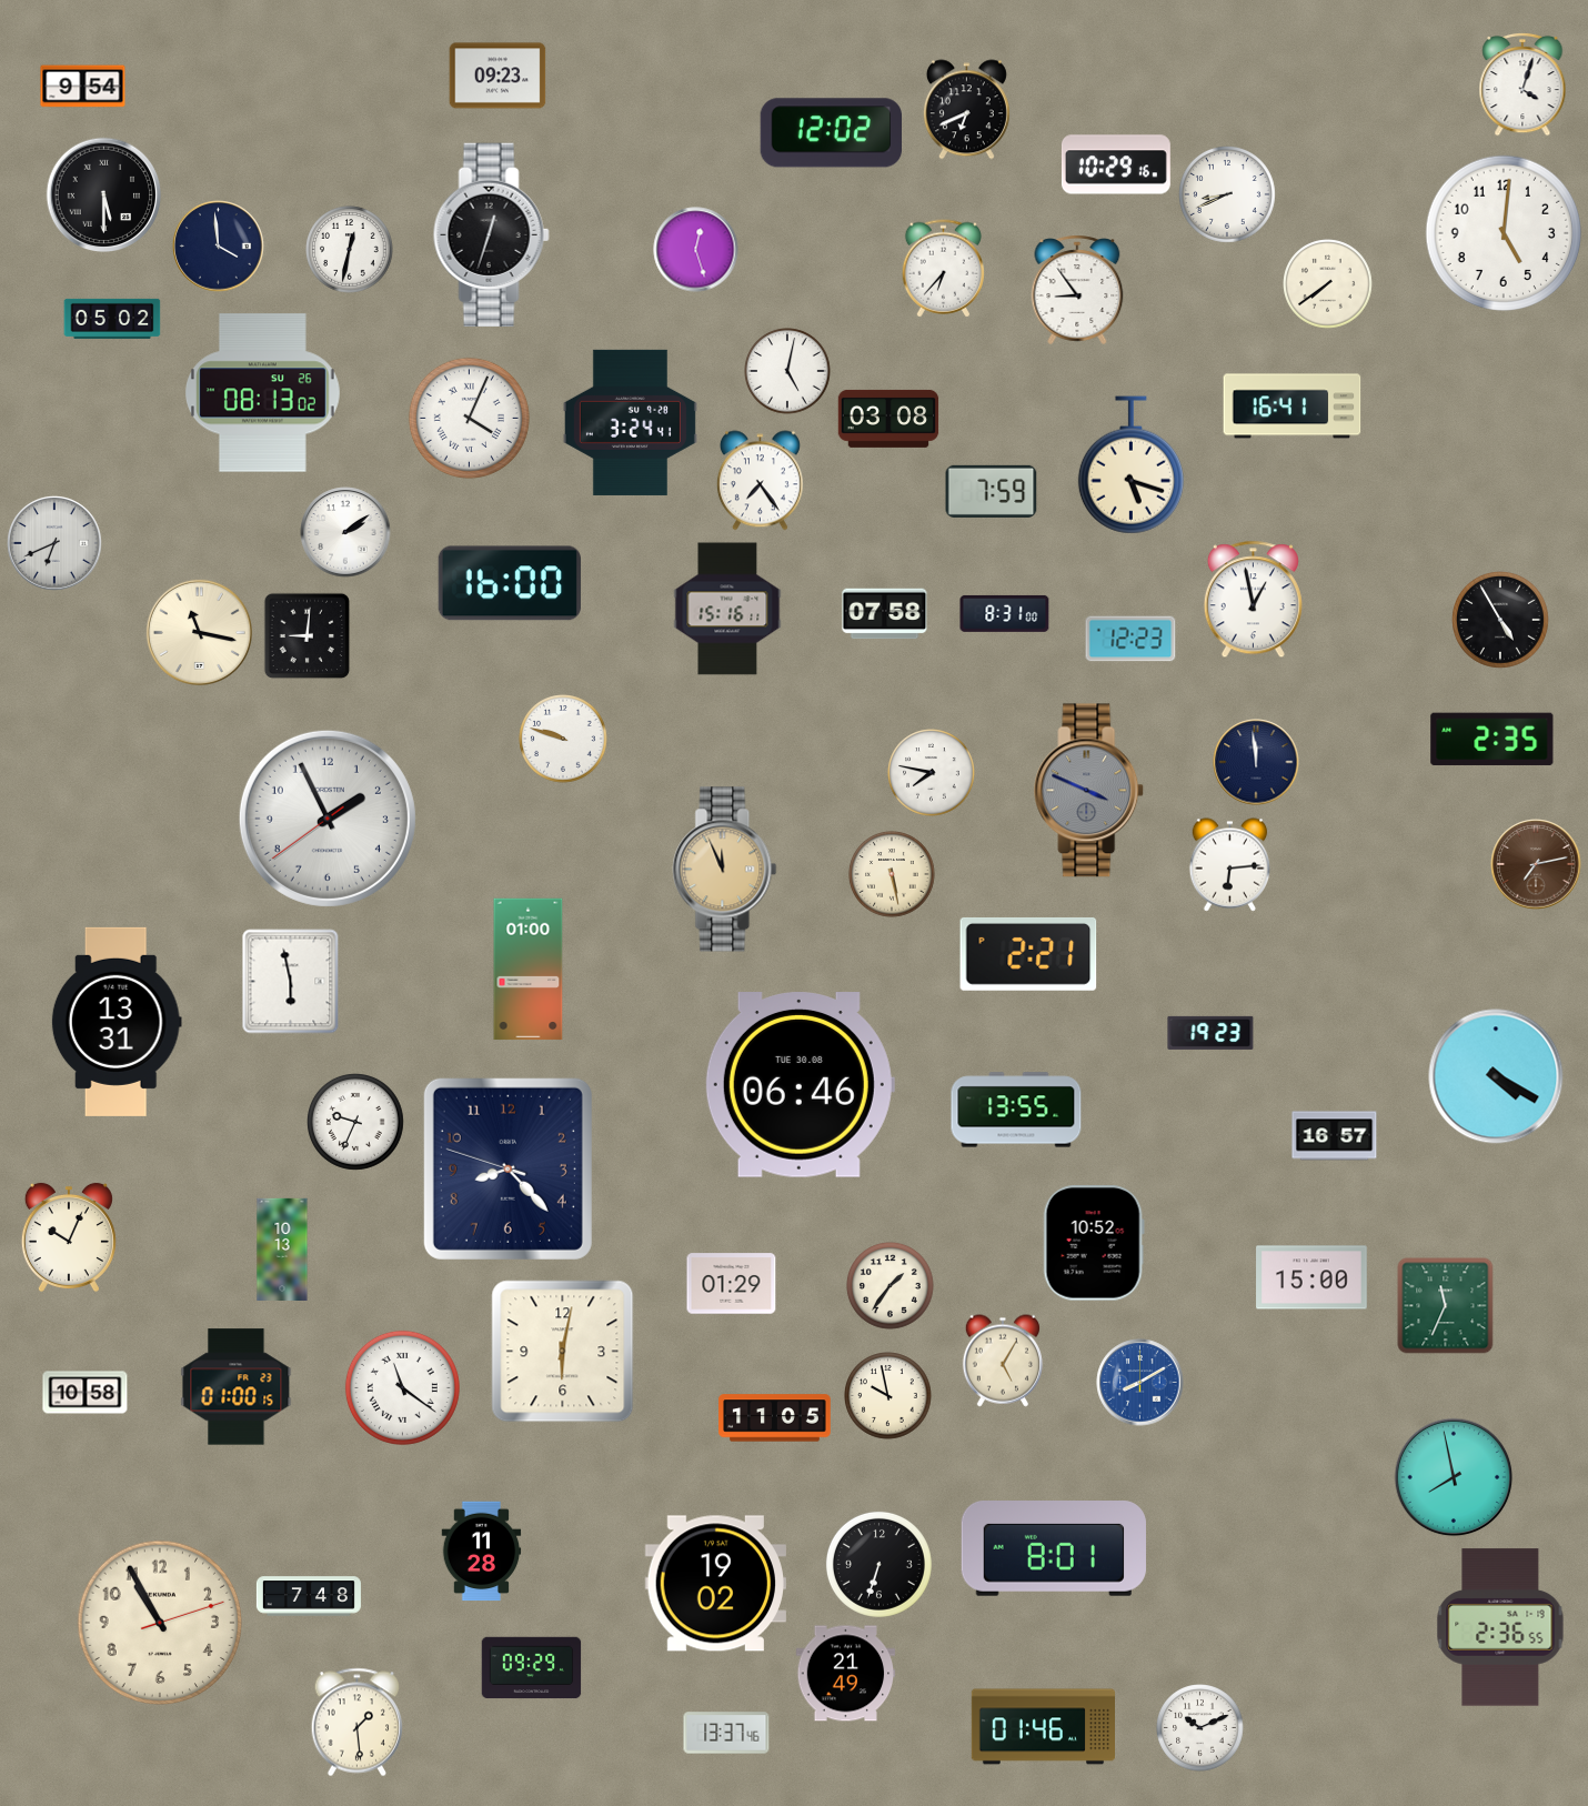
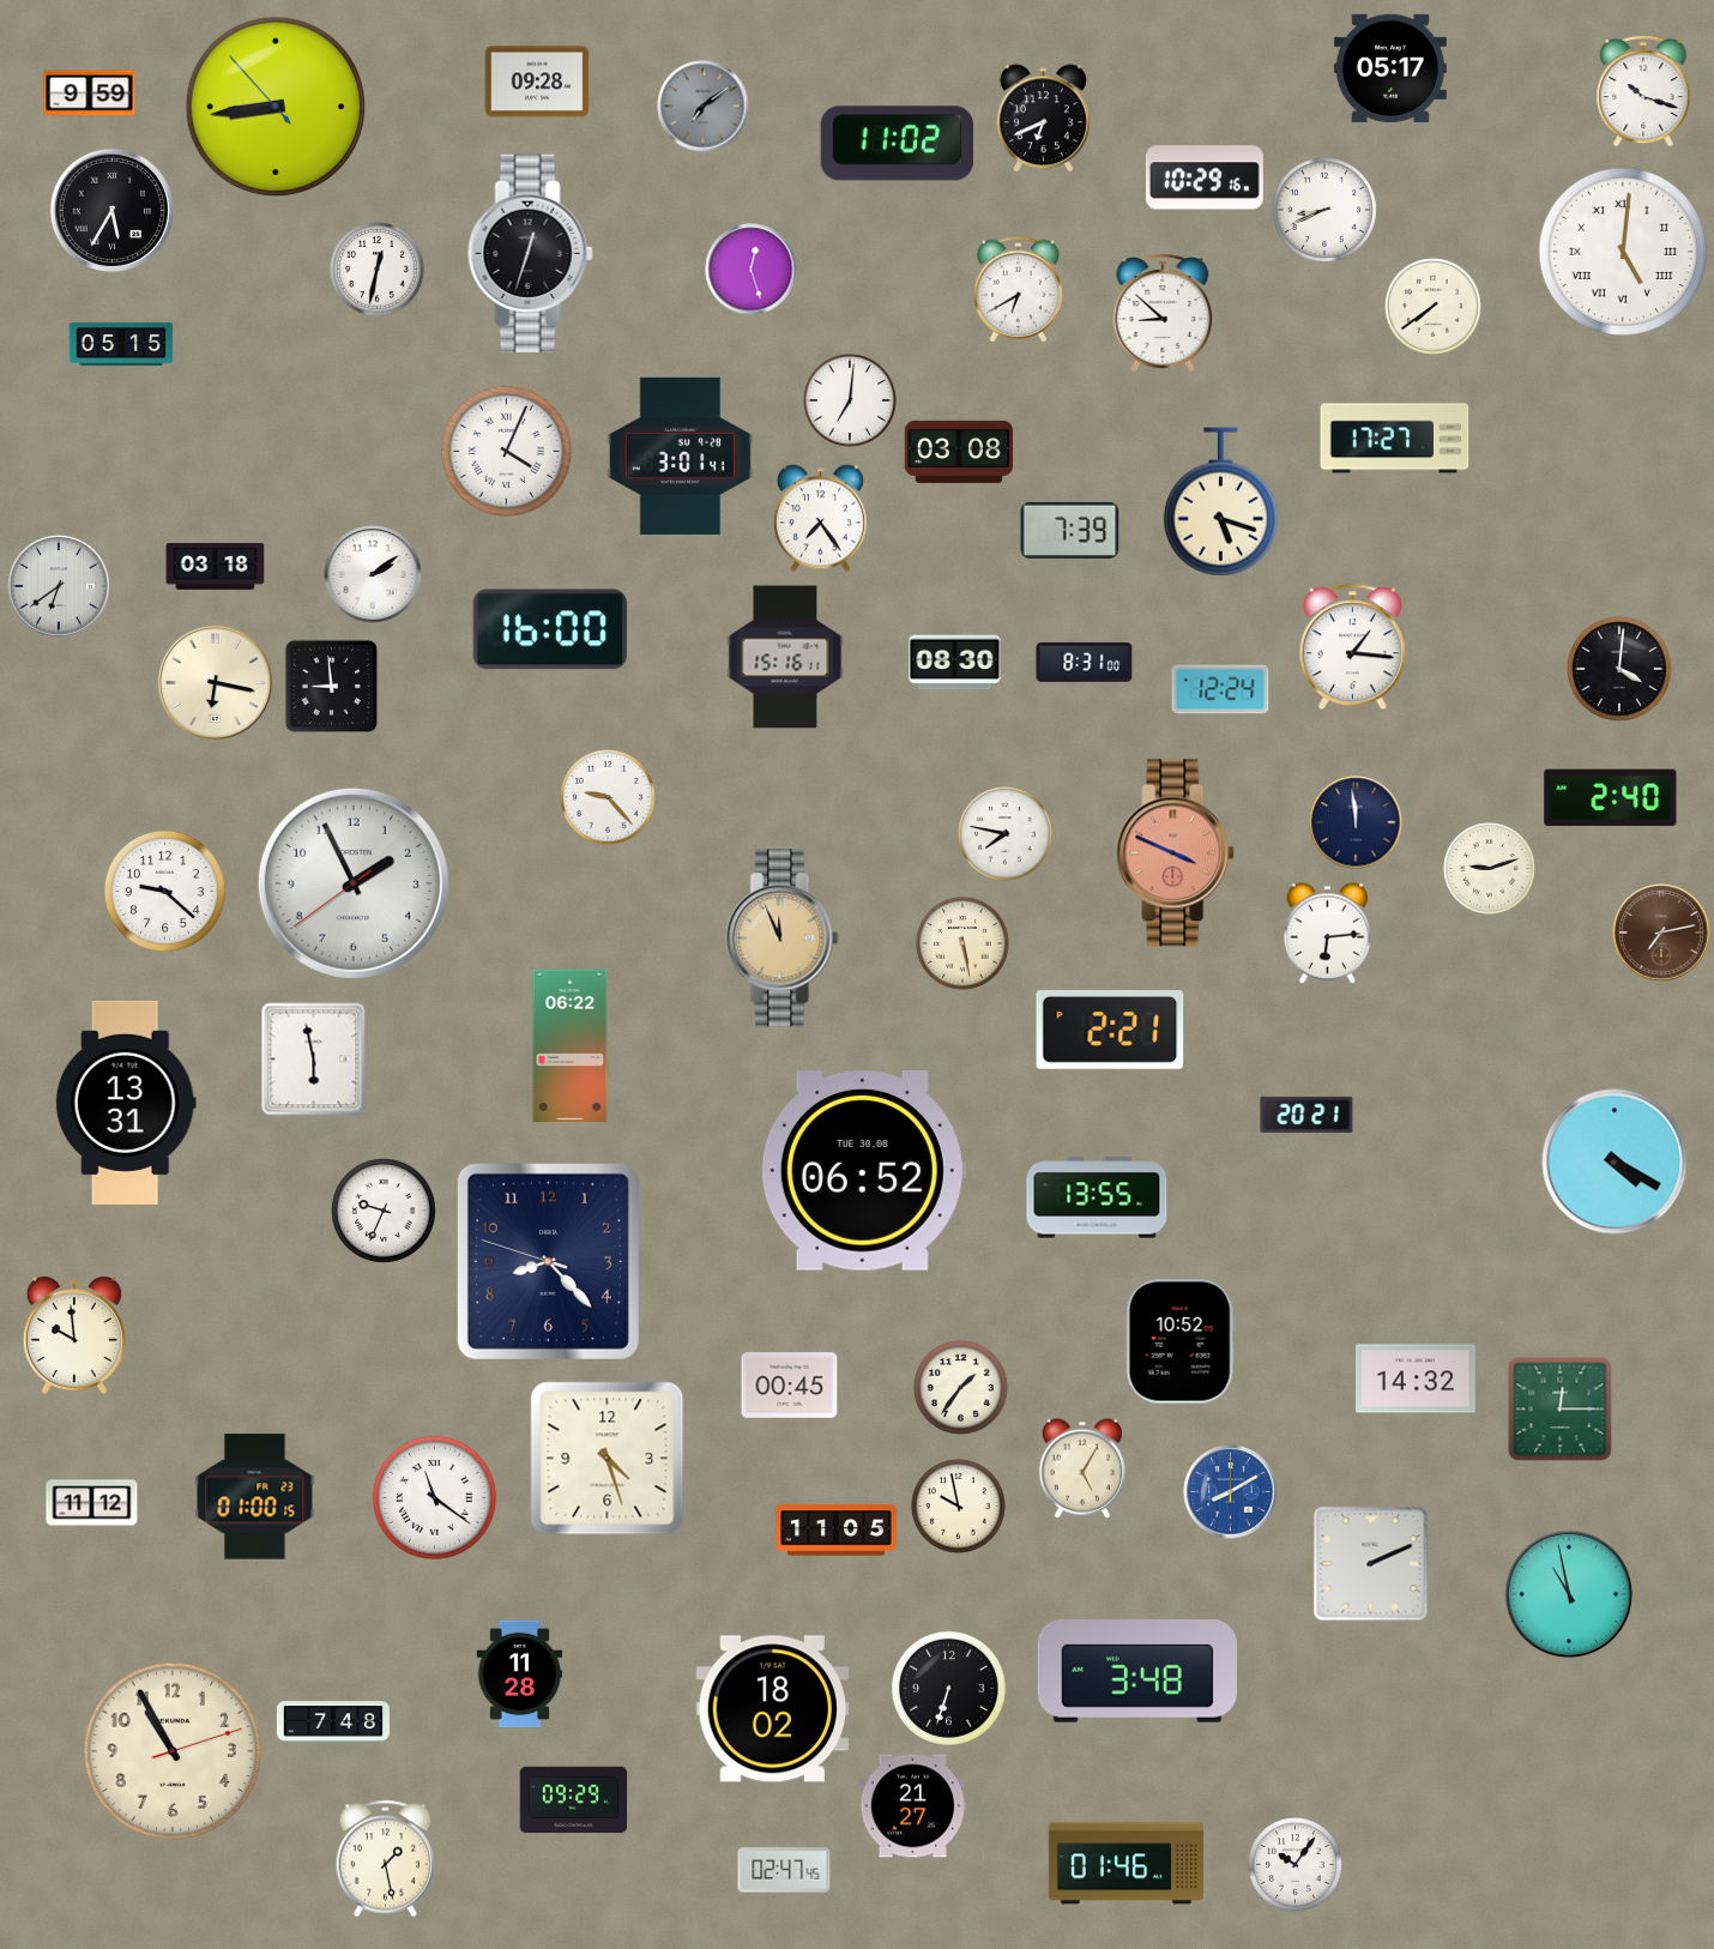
clock at (1390, 68): none -> 05:17
clock at (497, 76): 09:23 -> 09:28
clock at (1522, 84): 4:03 -> 10:18
clock at (83, 87): 9:54 -> 9:59
clock at (276, 107): none -> 8:43
clock at (704, 107): none -> 7:09
clock at (831, 133): 12:02 -> 11:02
clock at (104, 195): 5:30 -> 5:35
clock at (1504, 233) numerals: Arabic -> Roman
clock at (219, 247): 3:59 -> none
clock at (943, 269): 6:37 -> 6:40
clock at (1077, 290): 8:54 -> 8:52
clock at (112, 319): 05:02 -> 05:15
clock at (787, 371): 5:02 -> 7:01
clock at (262, 393): 08:13 -> none
clock at (1293, 407): 16:41 -> 17:27
clock at (630, 422): 3:24 -> 3:01
clock at (992, 491): 7:59 -> 7:39
clock at (216, 567): none -> 03:18
clock at (54, 543): 6:41 -> 6:39
clock at (1253, 600): 12:58 -> 1:16
clock at (885, 614): 07:58 -> 08:30
clock at (1501, 621): 4:55 -> 4:01
clock at (199, 632): 11:17 -> 6:17
clock at (306, 635): 9:01 -> 8:59
clock at (1130, 639): 12:23 -> 12:24
clock at (563, 739): 9:48 -> 9:23
clock at (1492, 739): 2:35 -> 2:40
clock at (1089, 791) dial: grey -> salmon
clock at (1490, 869): none -> 9:12
clock at (164, 891): none -> 9:22
clock at (1536, 864) position: (1536, 864) -> (1661, 933)
clock at (529, 970): 01:00 -> 06:22
clock at (1210, 1033): 19:23 -> 20:21
clock at (800, 1085): 06:46 -> 06:52
clock at (1335, 1136): 16:57 -> none
clock at (69, 1237): 10:04 -> 9:59
clock at (282, 1248): 10:13 -> none
clock at (1311, 1277): 15:00 -> 14:32
clock at (732, 1284): 01:29 -> 00:45
clock at (1446, 1306): 11:34 -> 12:15
clock at (563, 1352): 6:02 -> 4:27
clock at (86, 1393): 10:58 -> 11:12
clock at (1371, 1564): none -> 2:11
clock at (1454, 1477): 7:58 -> 10:58
clock at (1054, 1549): 8:01 -> 3:48
clock at (715, 1584): 19:02 -> 18:02
clock at (1500, 1627): 2:36 -> none
clock at (846, 1674): 21:49 -> 21:27
clock at (358, 1723): 1:29 -> 1:28
clock at (1200, 1728): 10:11 -> 10:06
clock at (726, 1733): 13:37 -> 02:47
